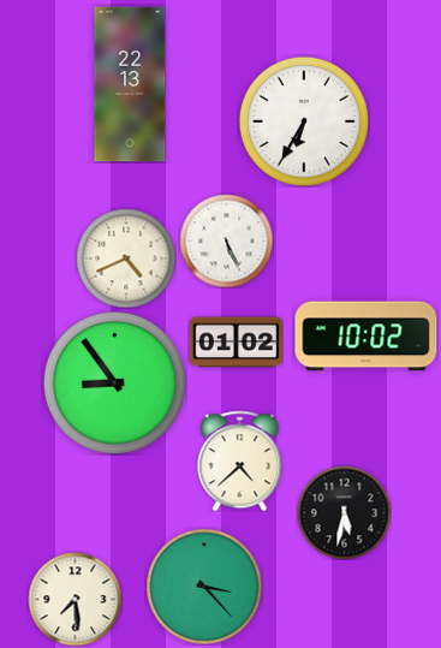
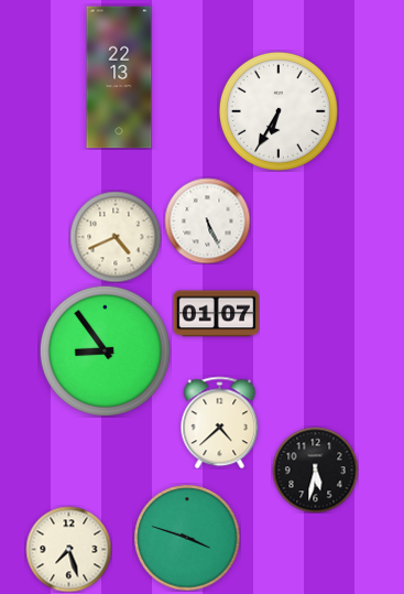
clock at (366, 337): 10:02 -> none
clock at (236, 343): 01:02 -> 01:07
clock at (204, 587): 3:23 -> 3:48
clock at (75, 599): 7:29 -> 7:27
